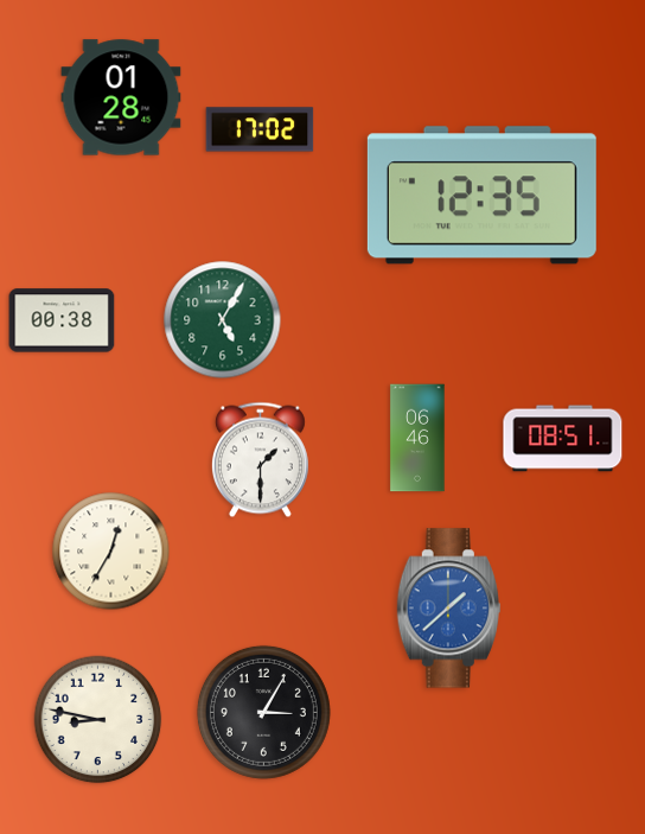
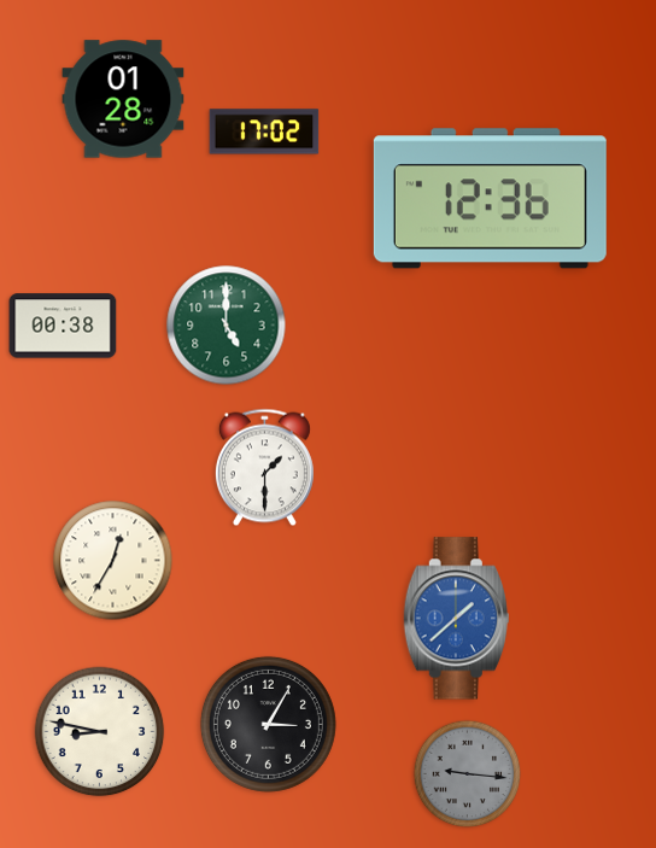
clock at (481, 196): 12:35 -> 12:36
clock at (223, 320): 5:05 -> 5:00
clock at (417, 438): 06:46 -> none
clock at (563, 439): 08:51 -> none
clock at (468, 774): none -> 9:16
